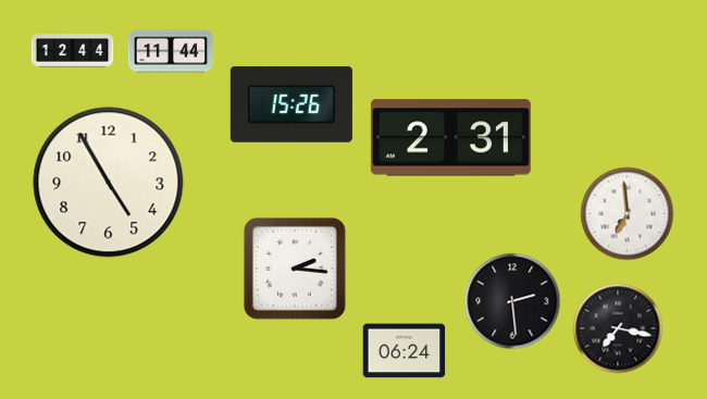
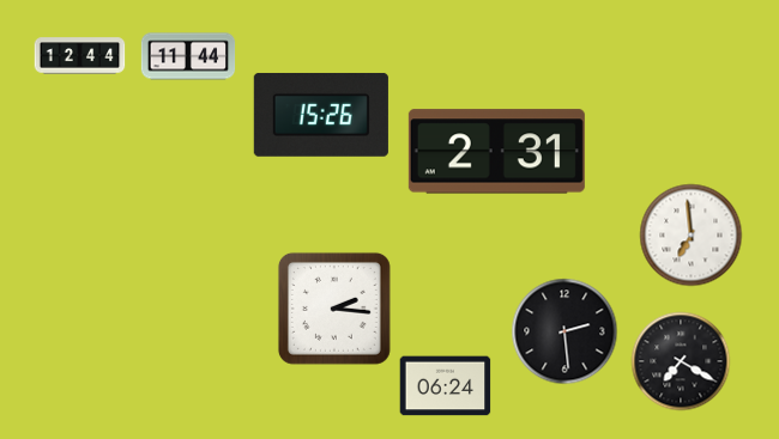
clock at (109, 183): 4:55 -> none
clock at (295, 269) position: (295, 269) -> (334, 309)
clock at (618, 328): 7:17 -> 7:20
